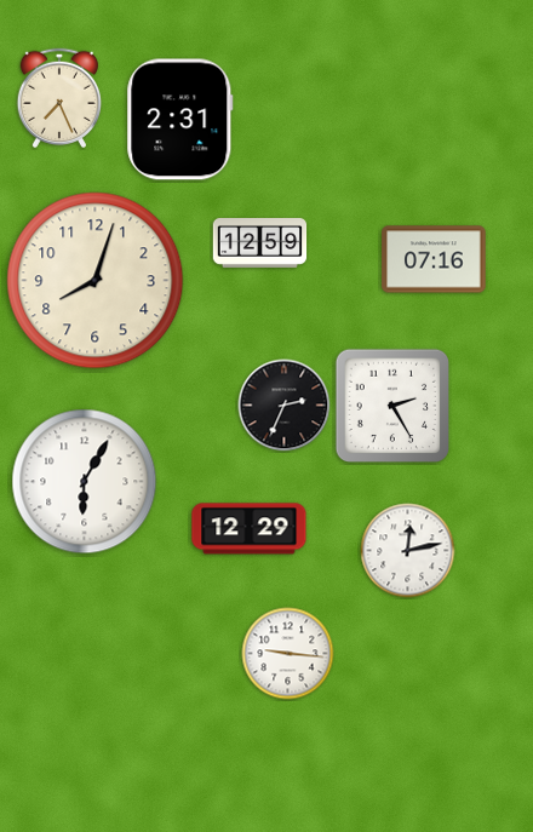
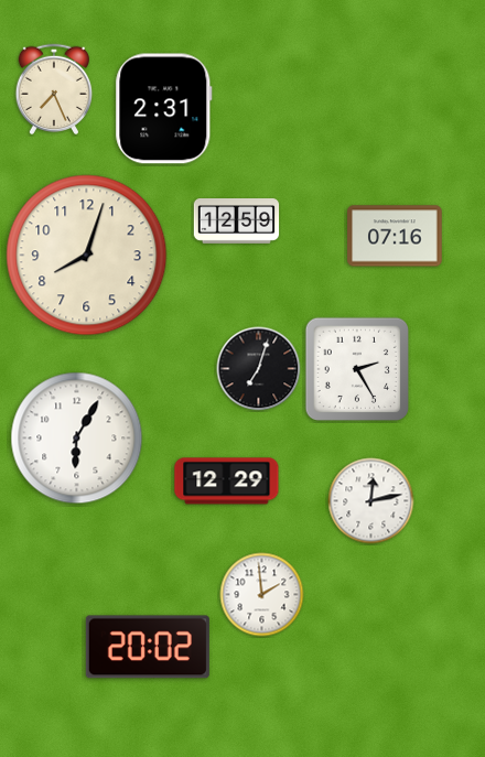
clock at (285, 406): 2:34 -> 7:03
clock at (288, 654): 9:16 -> 1:59
clock at (148, 647): none -> 20:02
